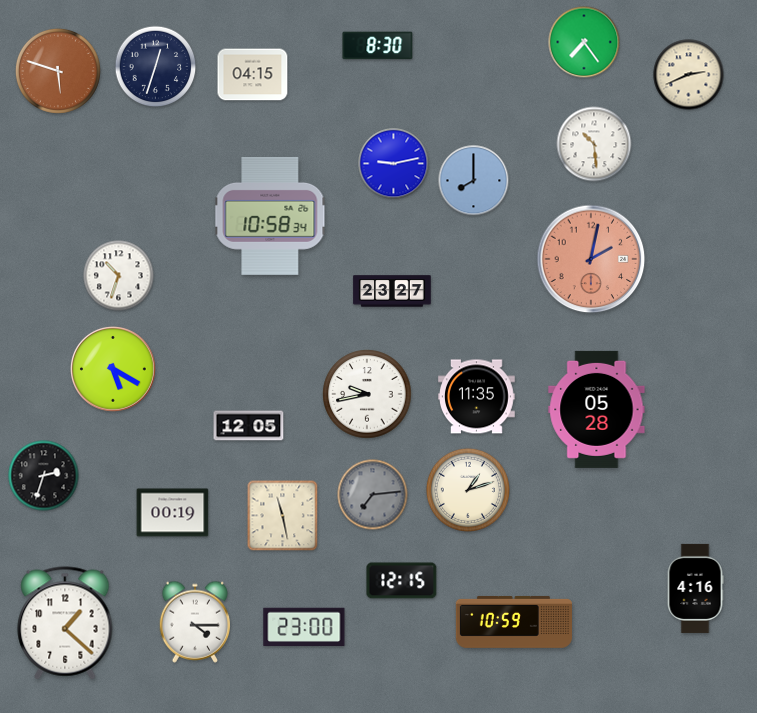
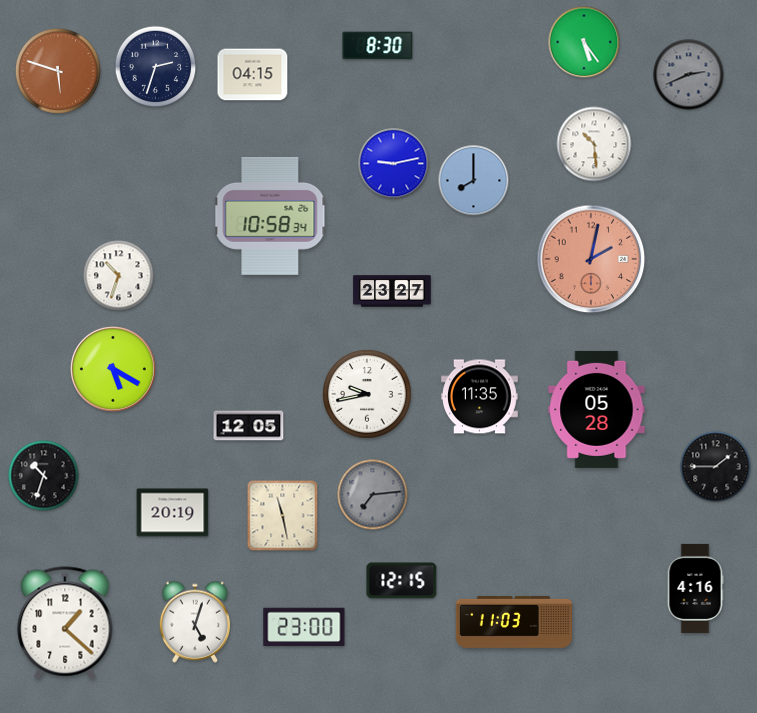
clock at (584, 42): 7:24 -> 5:24
clock at (156, 67): 12:33 -> 2:33
clock at (689, 75) dial: cream -> grey
clock at (477, 397) position: (477, 397) -> (480, 397)
clock at (716, 467): none -> 1:45
clock at (44, 476): 2:33 -> 10:33
clock at (468, 490): 1:12 -> none
clock at (173, 513): 00:19 -> 20:19
clock at (194, 622): 4:15 -> 5:03
clock at (514, 622): 10:59 -> 11:03
